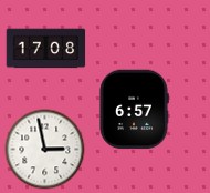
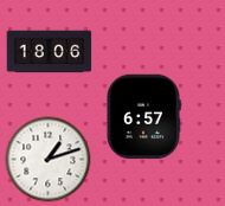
clock at (46, 49): 17:08 -> 18:06
clock at (45, 150): 2:58 -> 1:12
